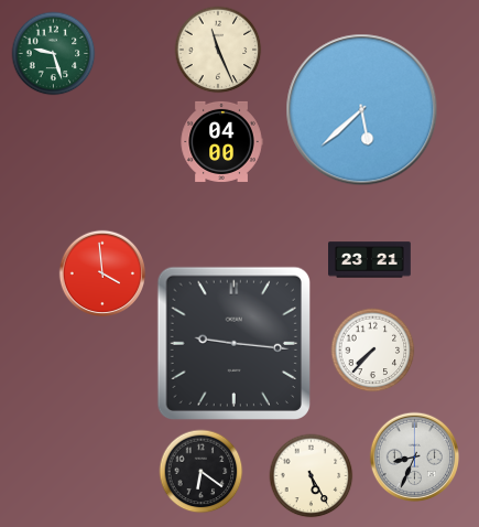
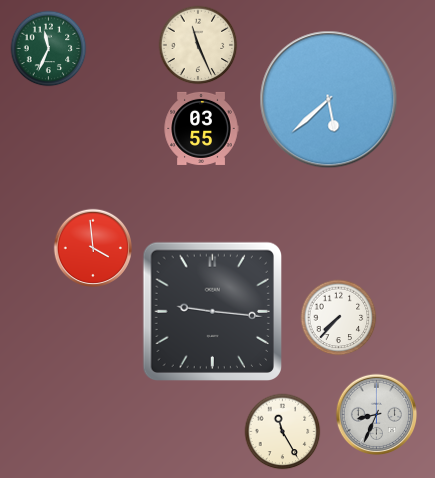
clock at (54, 54): 9:27 -> 11:34
clock at (221, 141): 04:00 -> 03:55
clock at (370, 260): 23:21 -> none
clock at (202, 472): 6:21 -> none
clock at (312, 476): 5:25 -> 11:25
